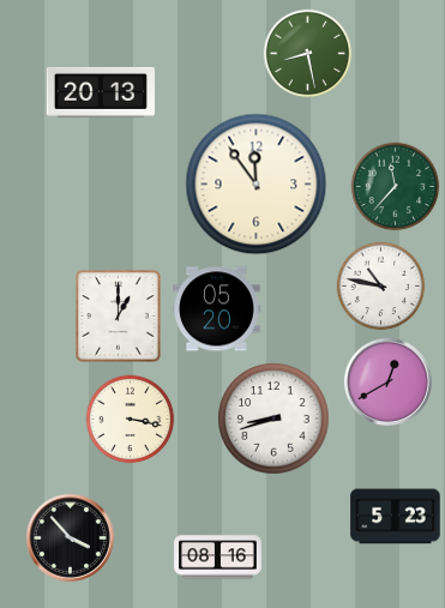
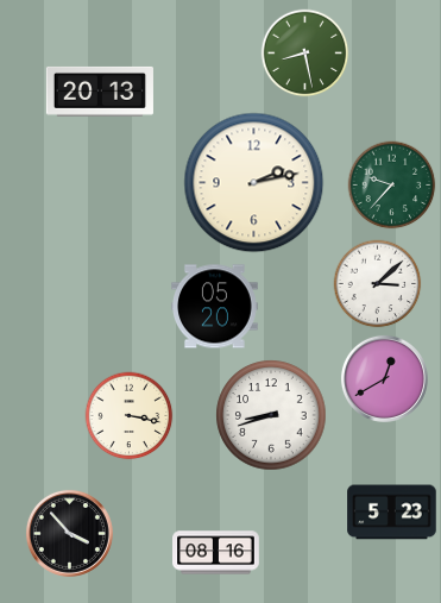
clock at (257, 185): 11:54 -> 2:13
clock at (396, 187): 11:37 -> 9:37
clock at (381, 287): 10:47 -> 3:08
clock at (119, 317): 1:00 -> none
